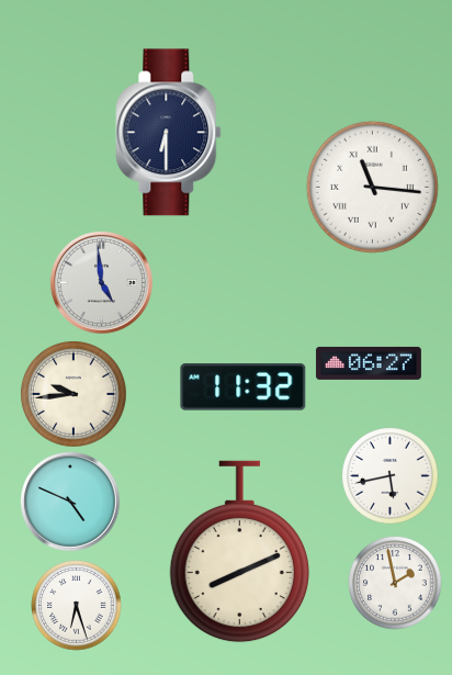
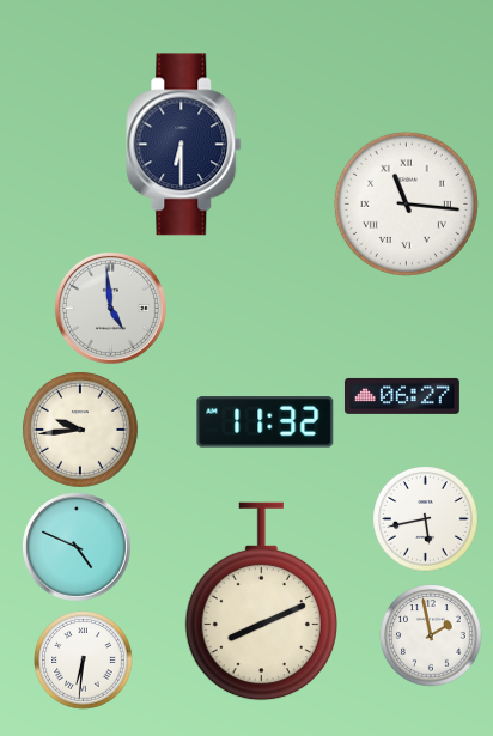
clock at (77, 606): 6:27 -> 6:31
